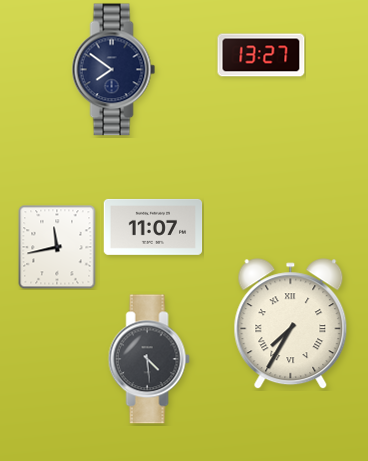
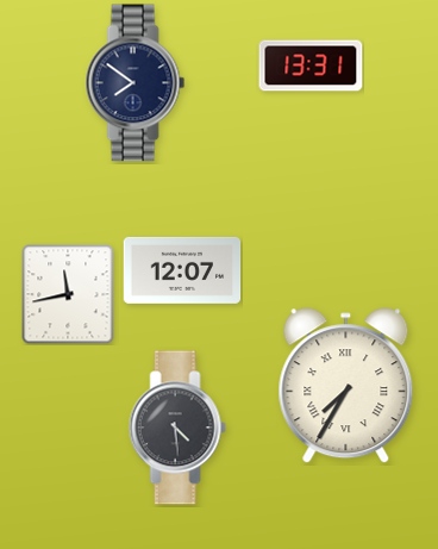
clock at (261, 55): 13:27 -> 13:31
clock at (153, 227): 11:07 -> 12:07
